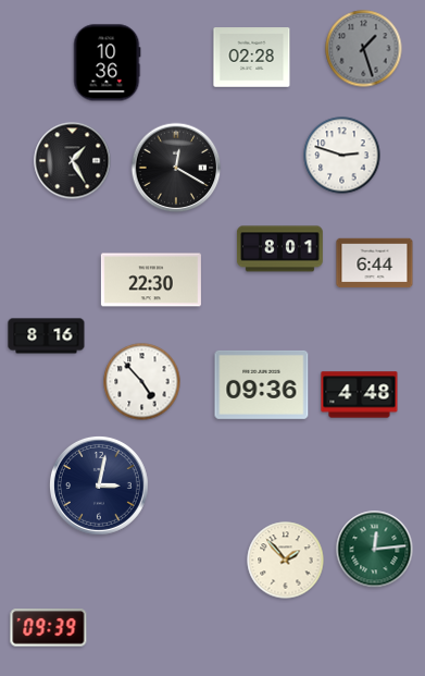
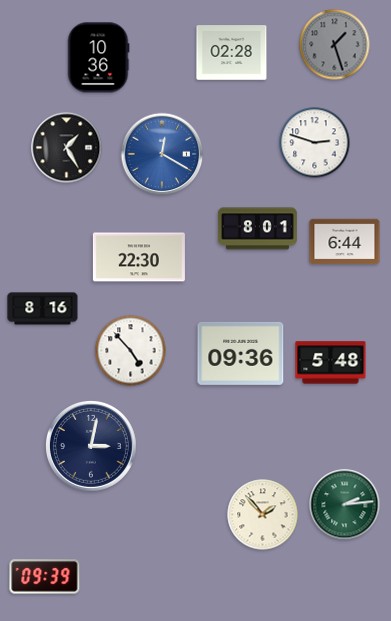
clock at (176, 168) dial: black -> blue
clock at (360, 395): 4:48 -> 5:48
clock at (375, 550): 12:14 -> 2:14
